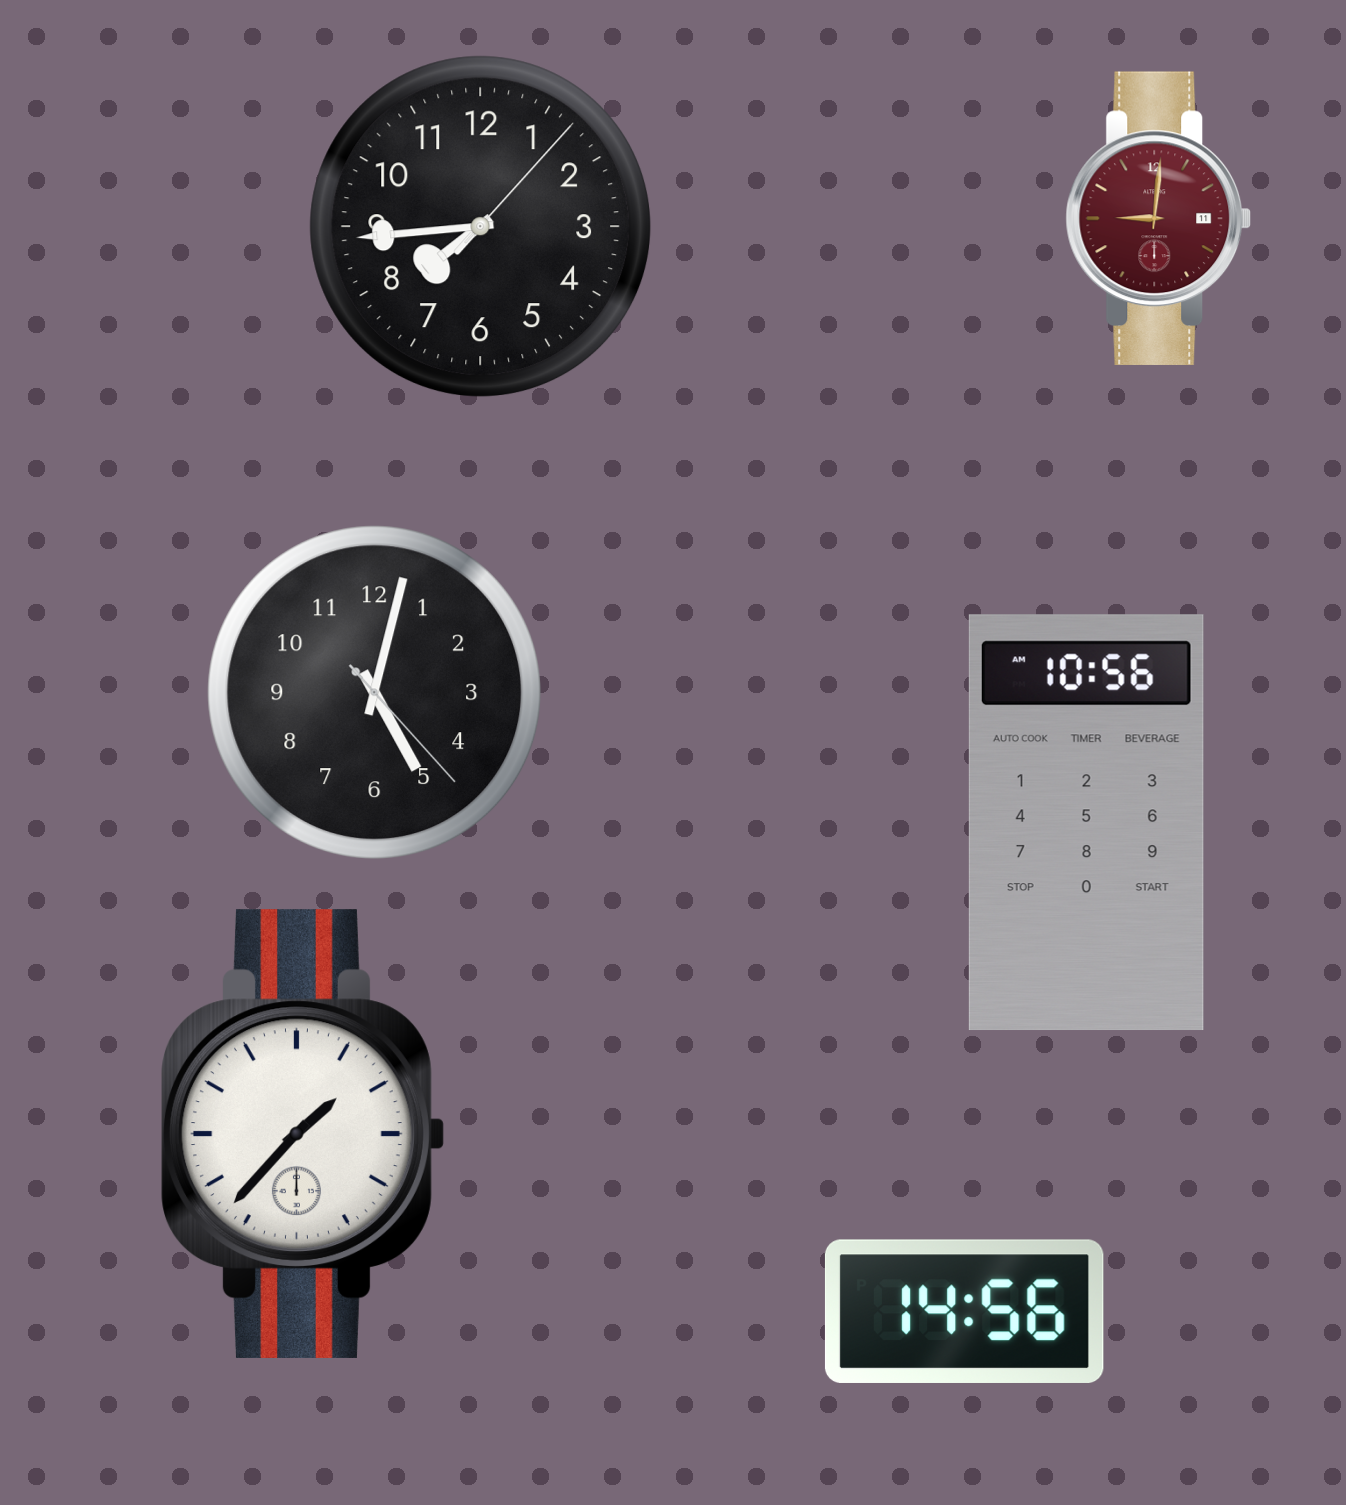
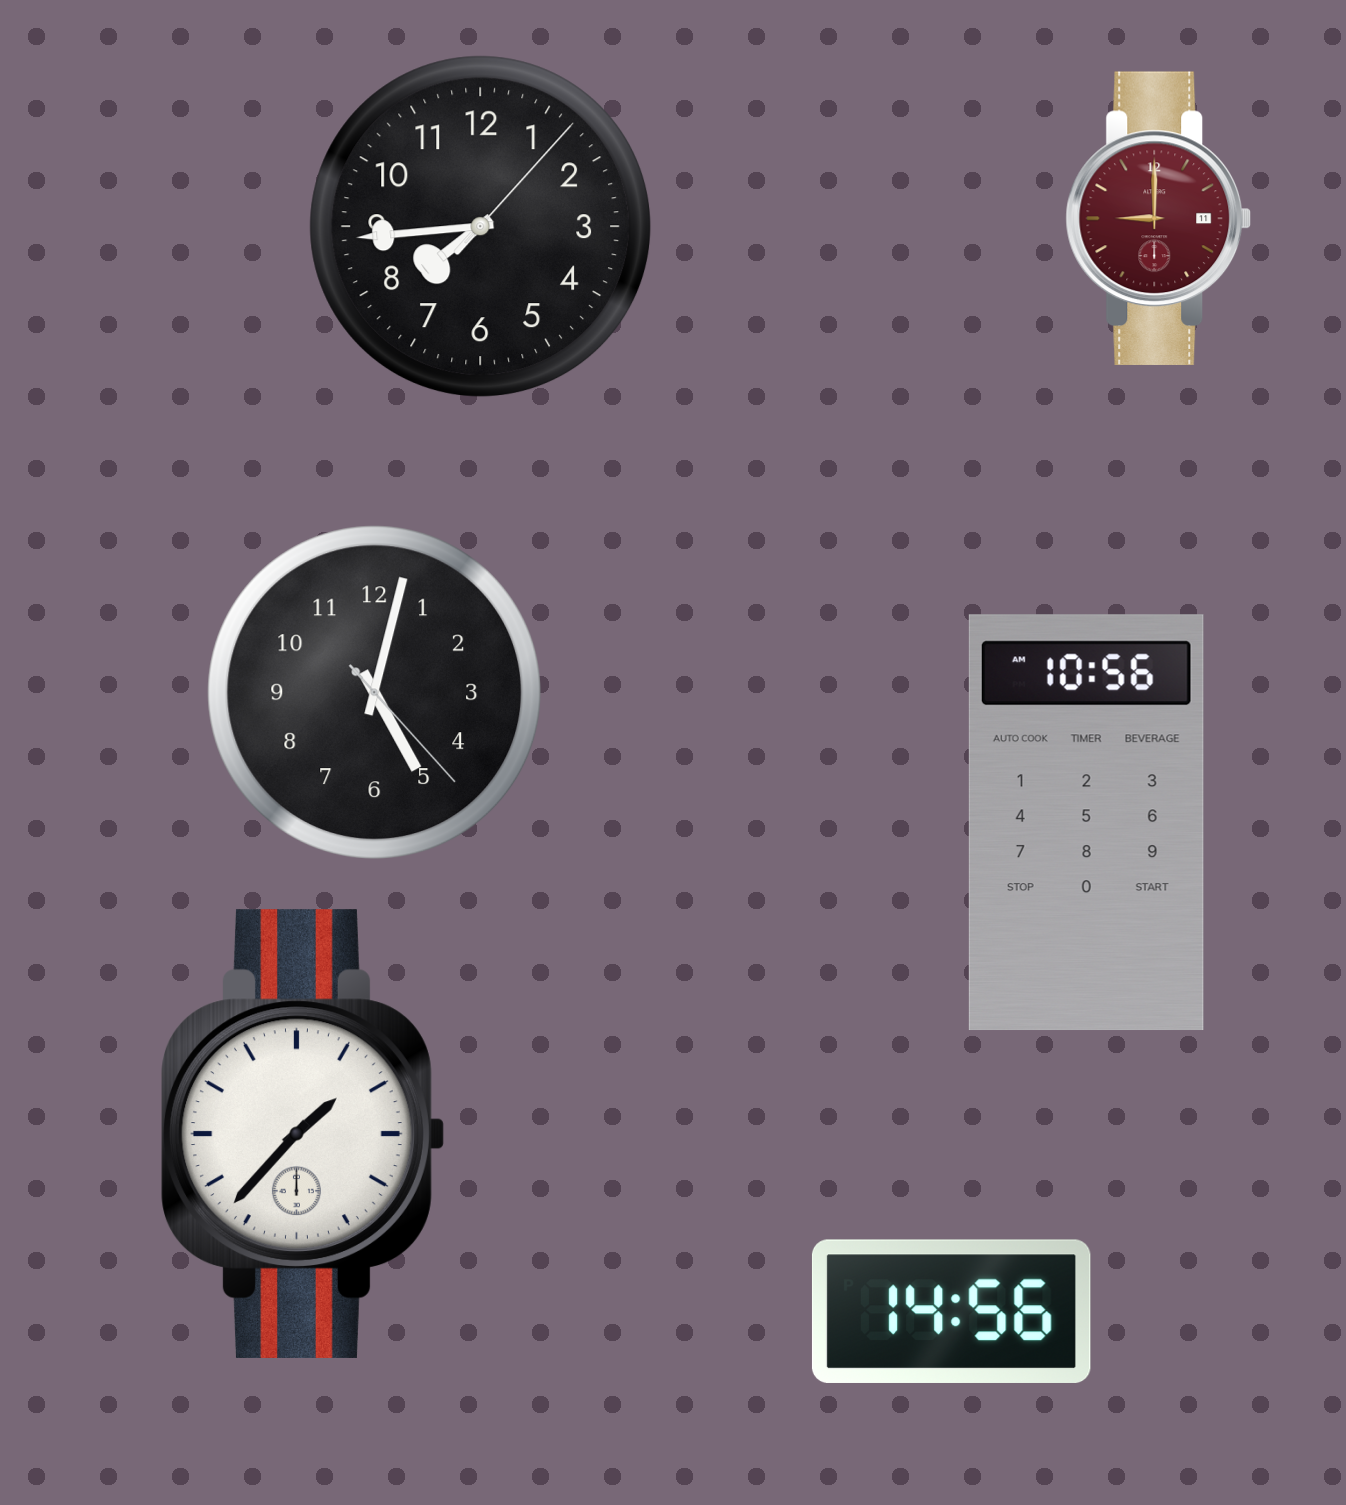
clock at (1159, 218): 9:01 -> 9:00
clock at (964, 1311) position: (964, 1311) -> (951, 1311)
